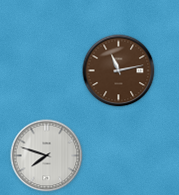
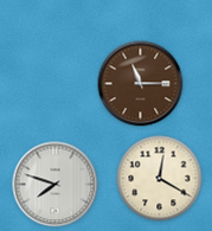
clock at (119, 71): 11:13 -> 11:15
clock at (160, 179): none -> 12:20
